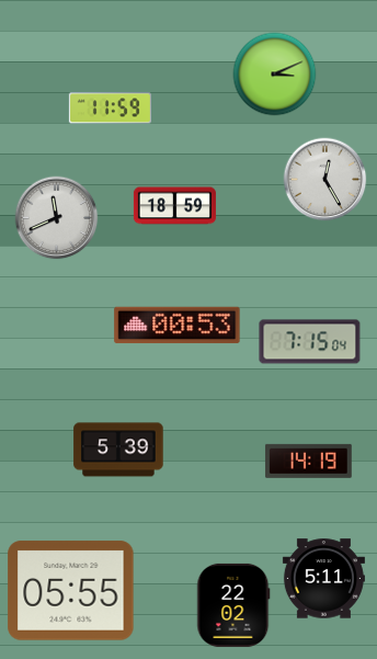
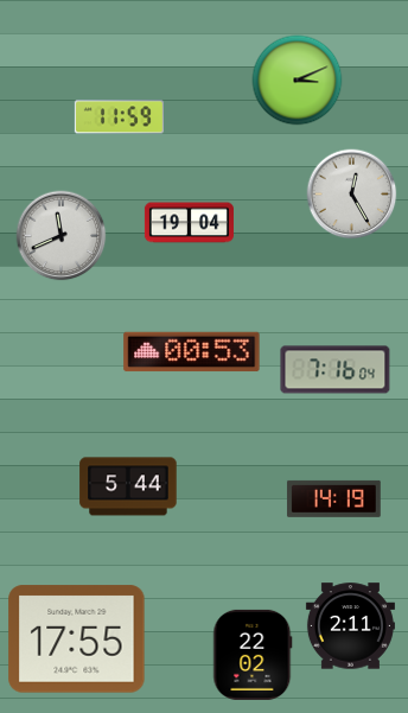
clock at (174, 206): 18:59 -> 19:04
clock at (310, 342): 7:15 -> 7:16
clock at (118, 450): 5:39 -> 5:44
clock at (323, 579): 5:11 -> 2:11
clock at (71, 591): 05:55 -> 17:55
